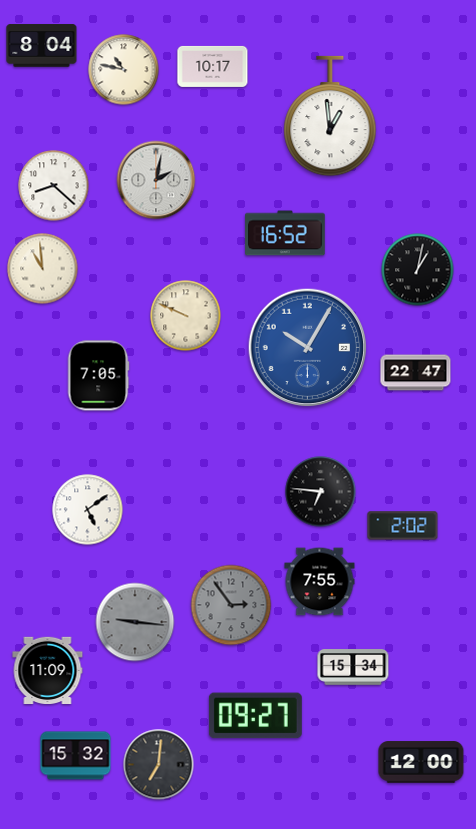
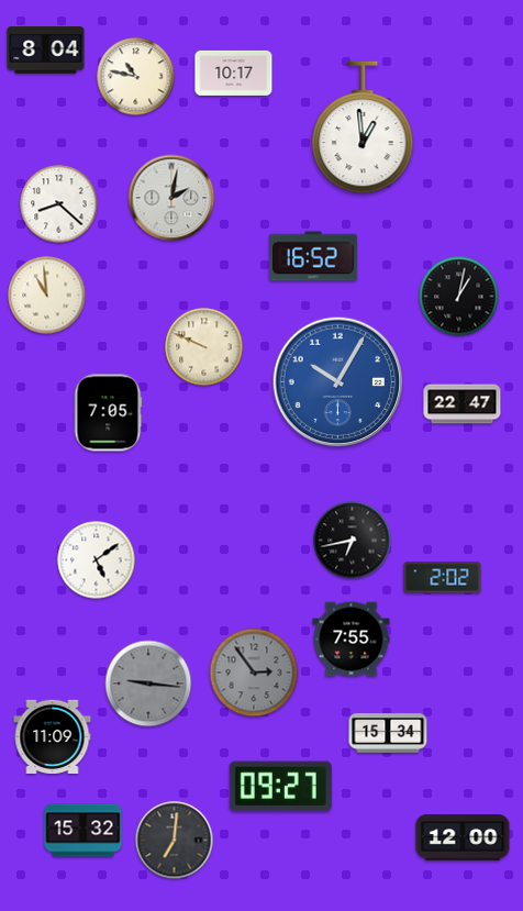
clock at (416, 373) position: (416, 373) -> (463, 404)
clock at (321, 492): 6:46 -> 6:43
clock at (231, 605) position: (231, 605) -> (254, 673)
